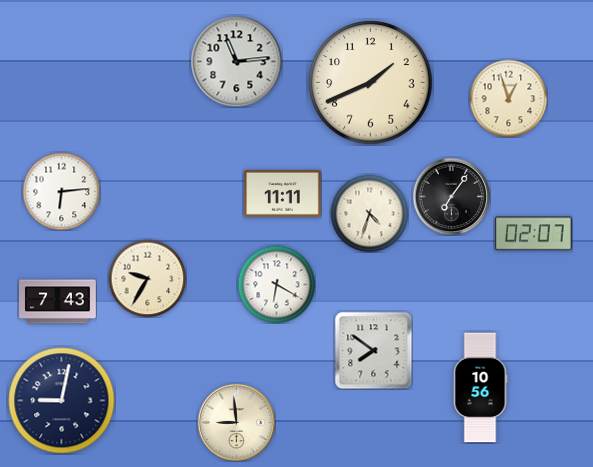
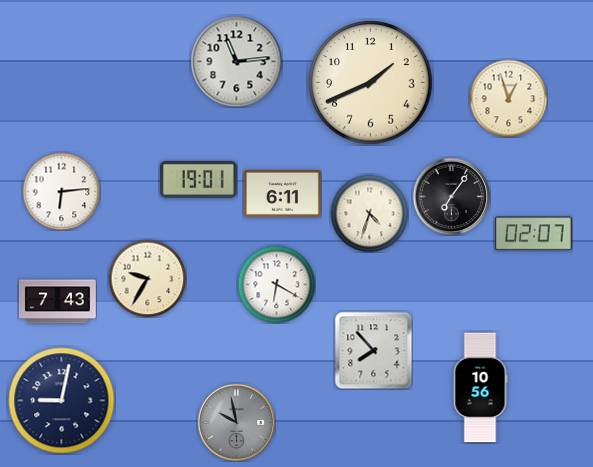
clock at (199, 179): none -> 19:01
clock at (283, 194): 11:11 -> 6:11
clock at (373, 350): 7:51 -> 7:53
clock at (236, 422): 8:59 -> 9:58
clock at (236, 422) dial: cream -> grey
